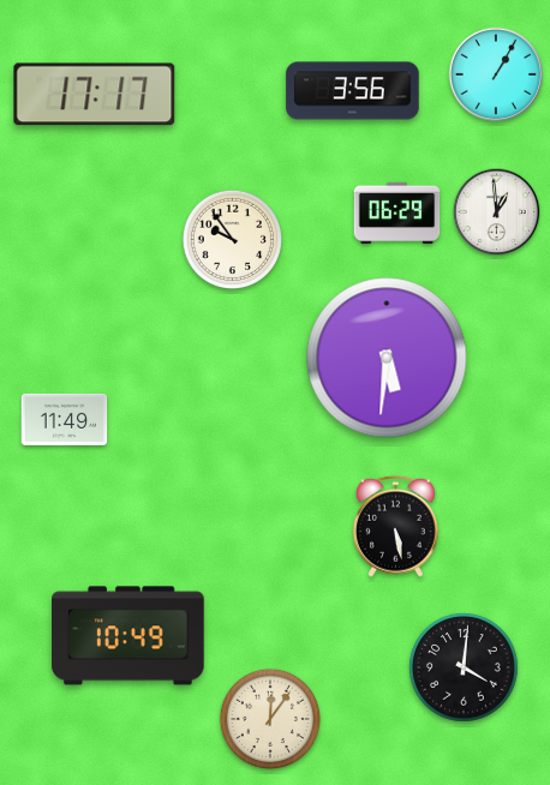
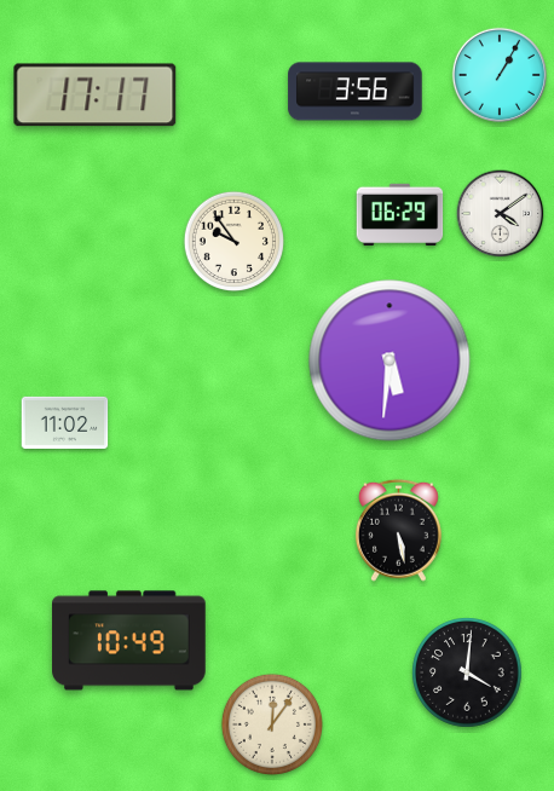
clock at (497, 212): 12:59 -> 4:09
clock at (65, 419): 11:49 -> 11:02
